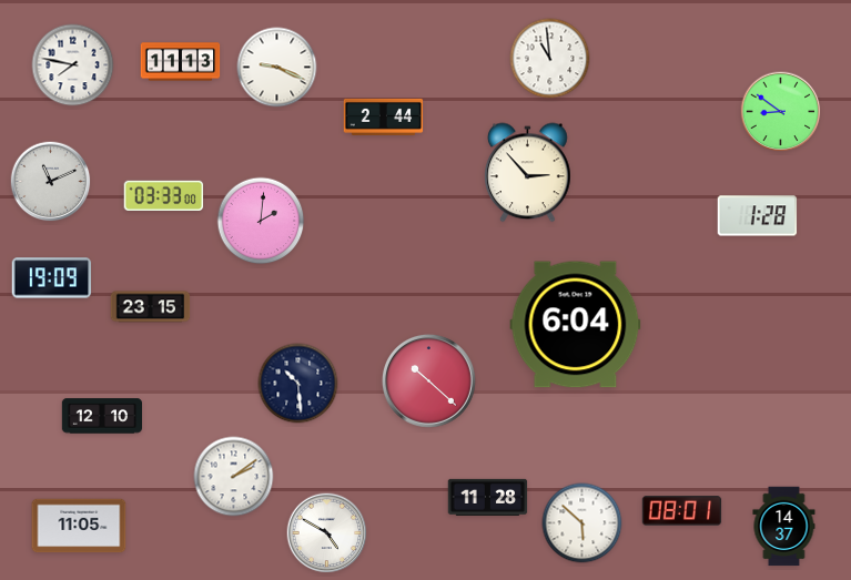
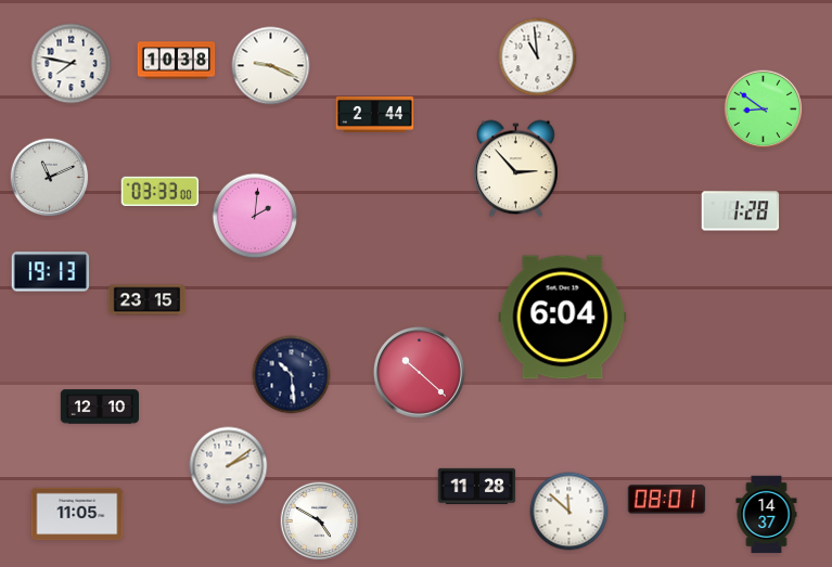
clock at (181, 62): 11:13 -> 10:38
clock at (52, 278): 19:09 -> 19:13
clock at (582, 523): 5:52 -> 11:52
